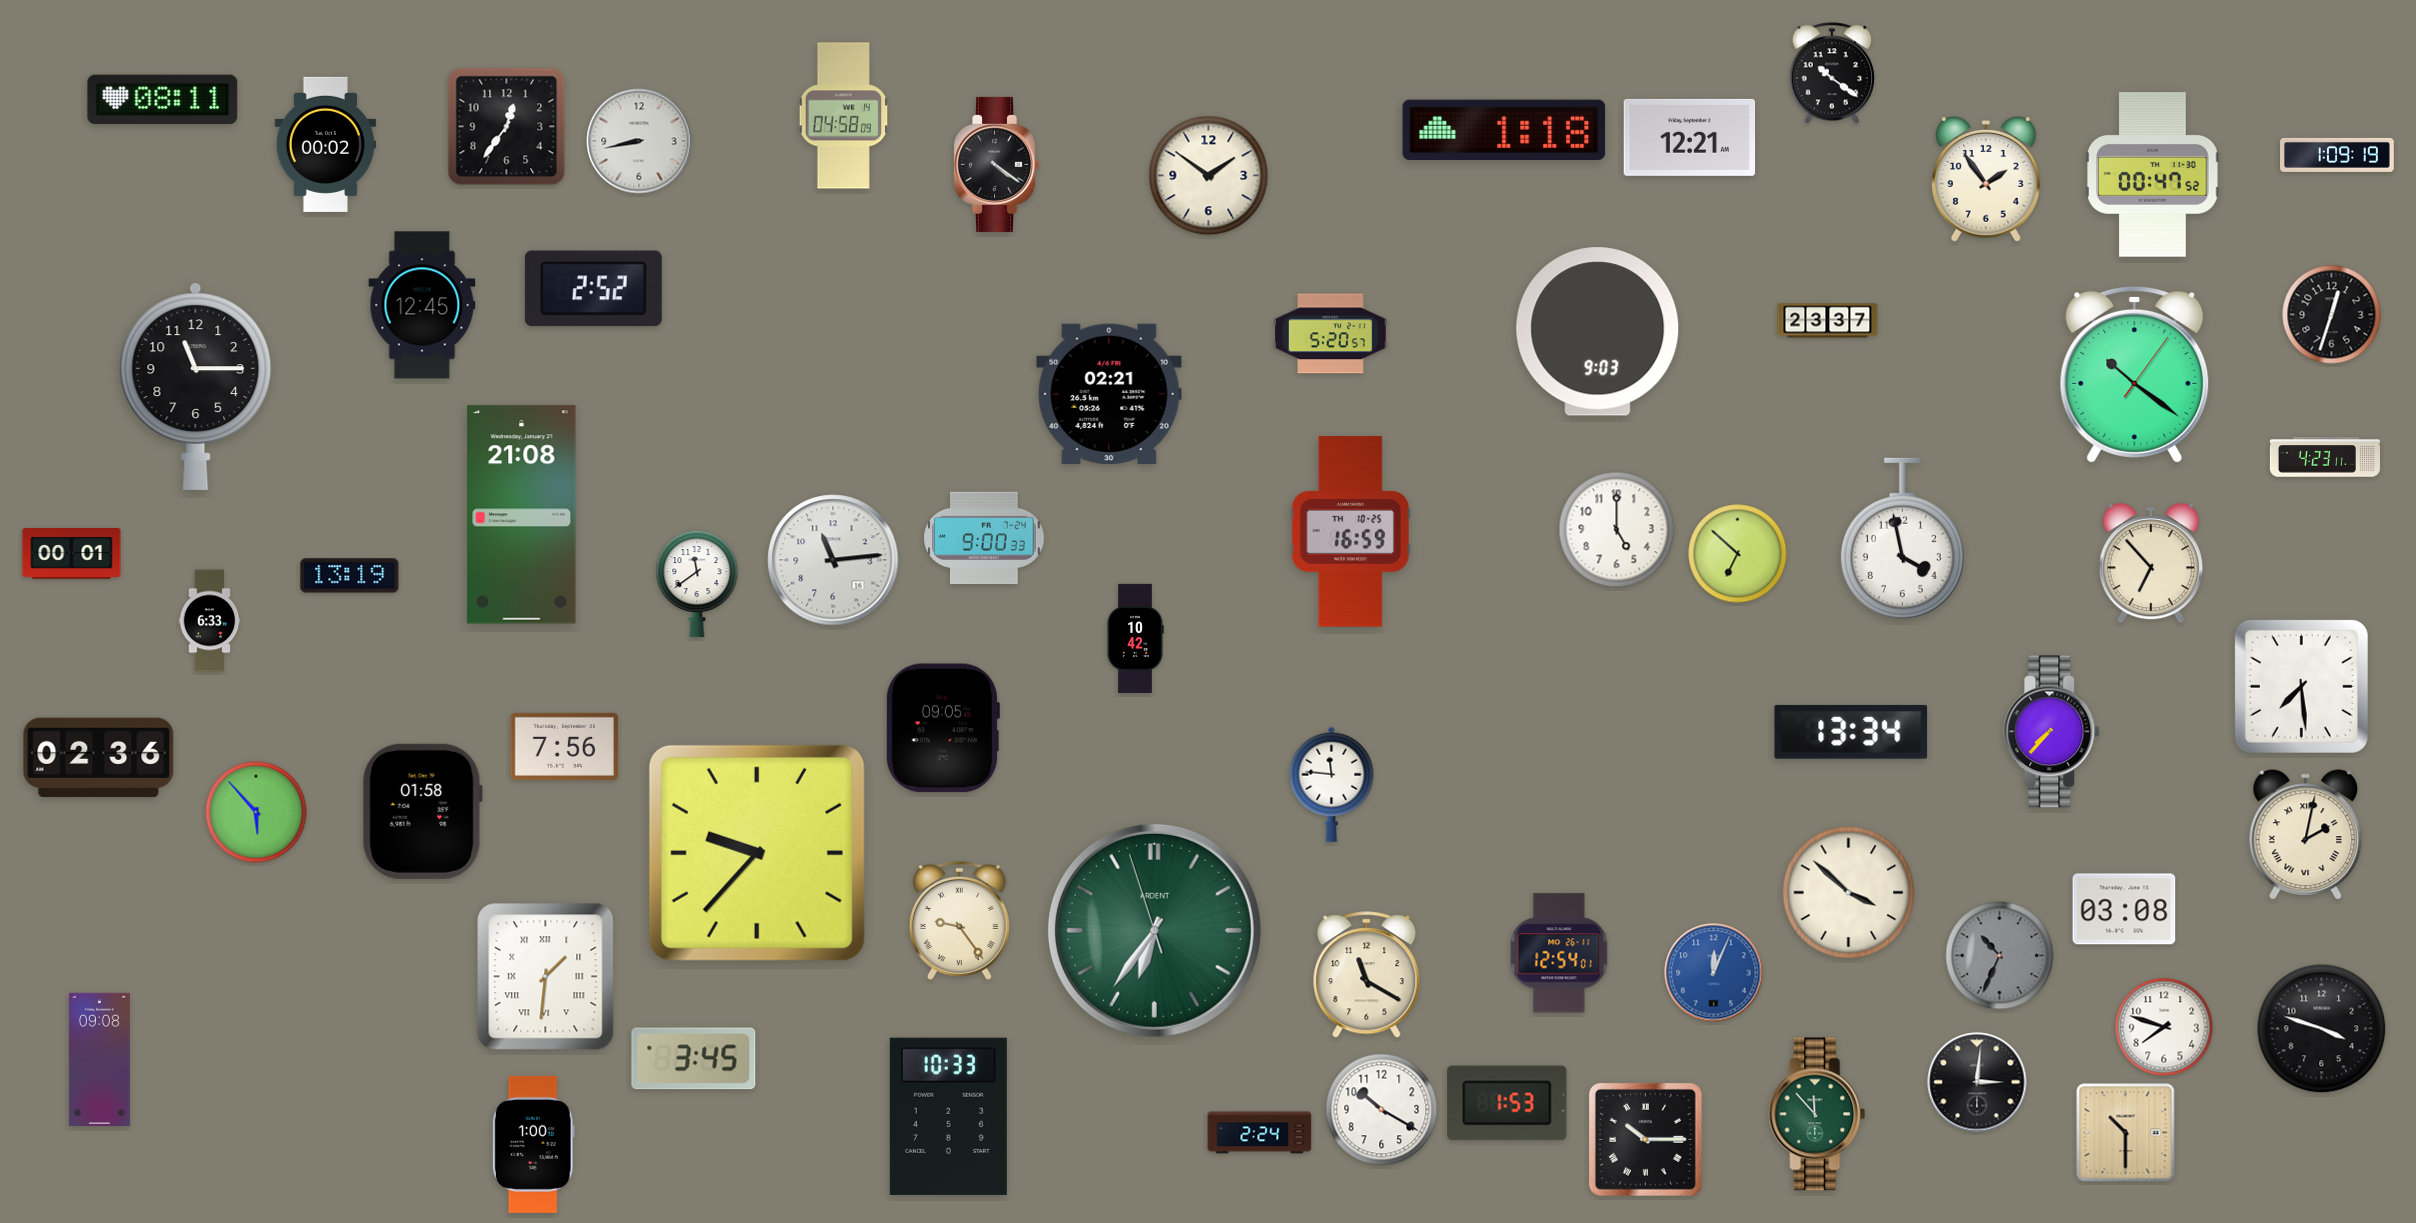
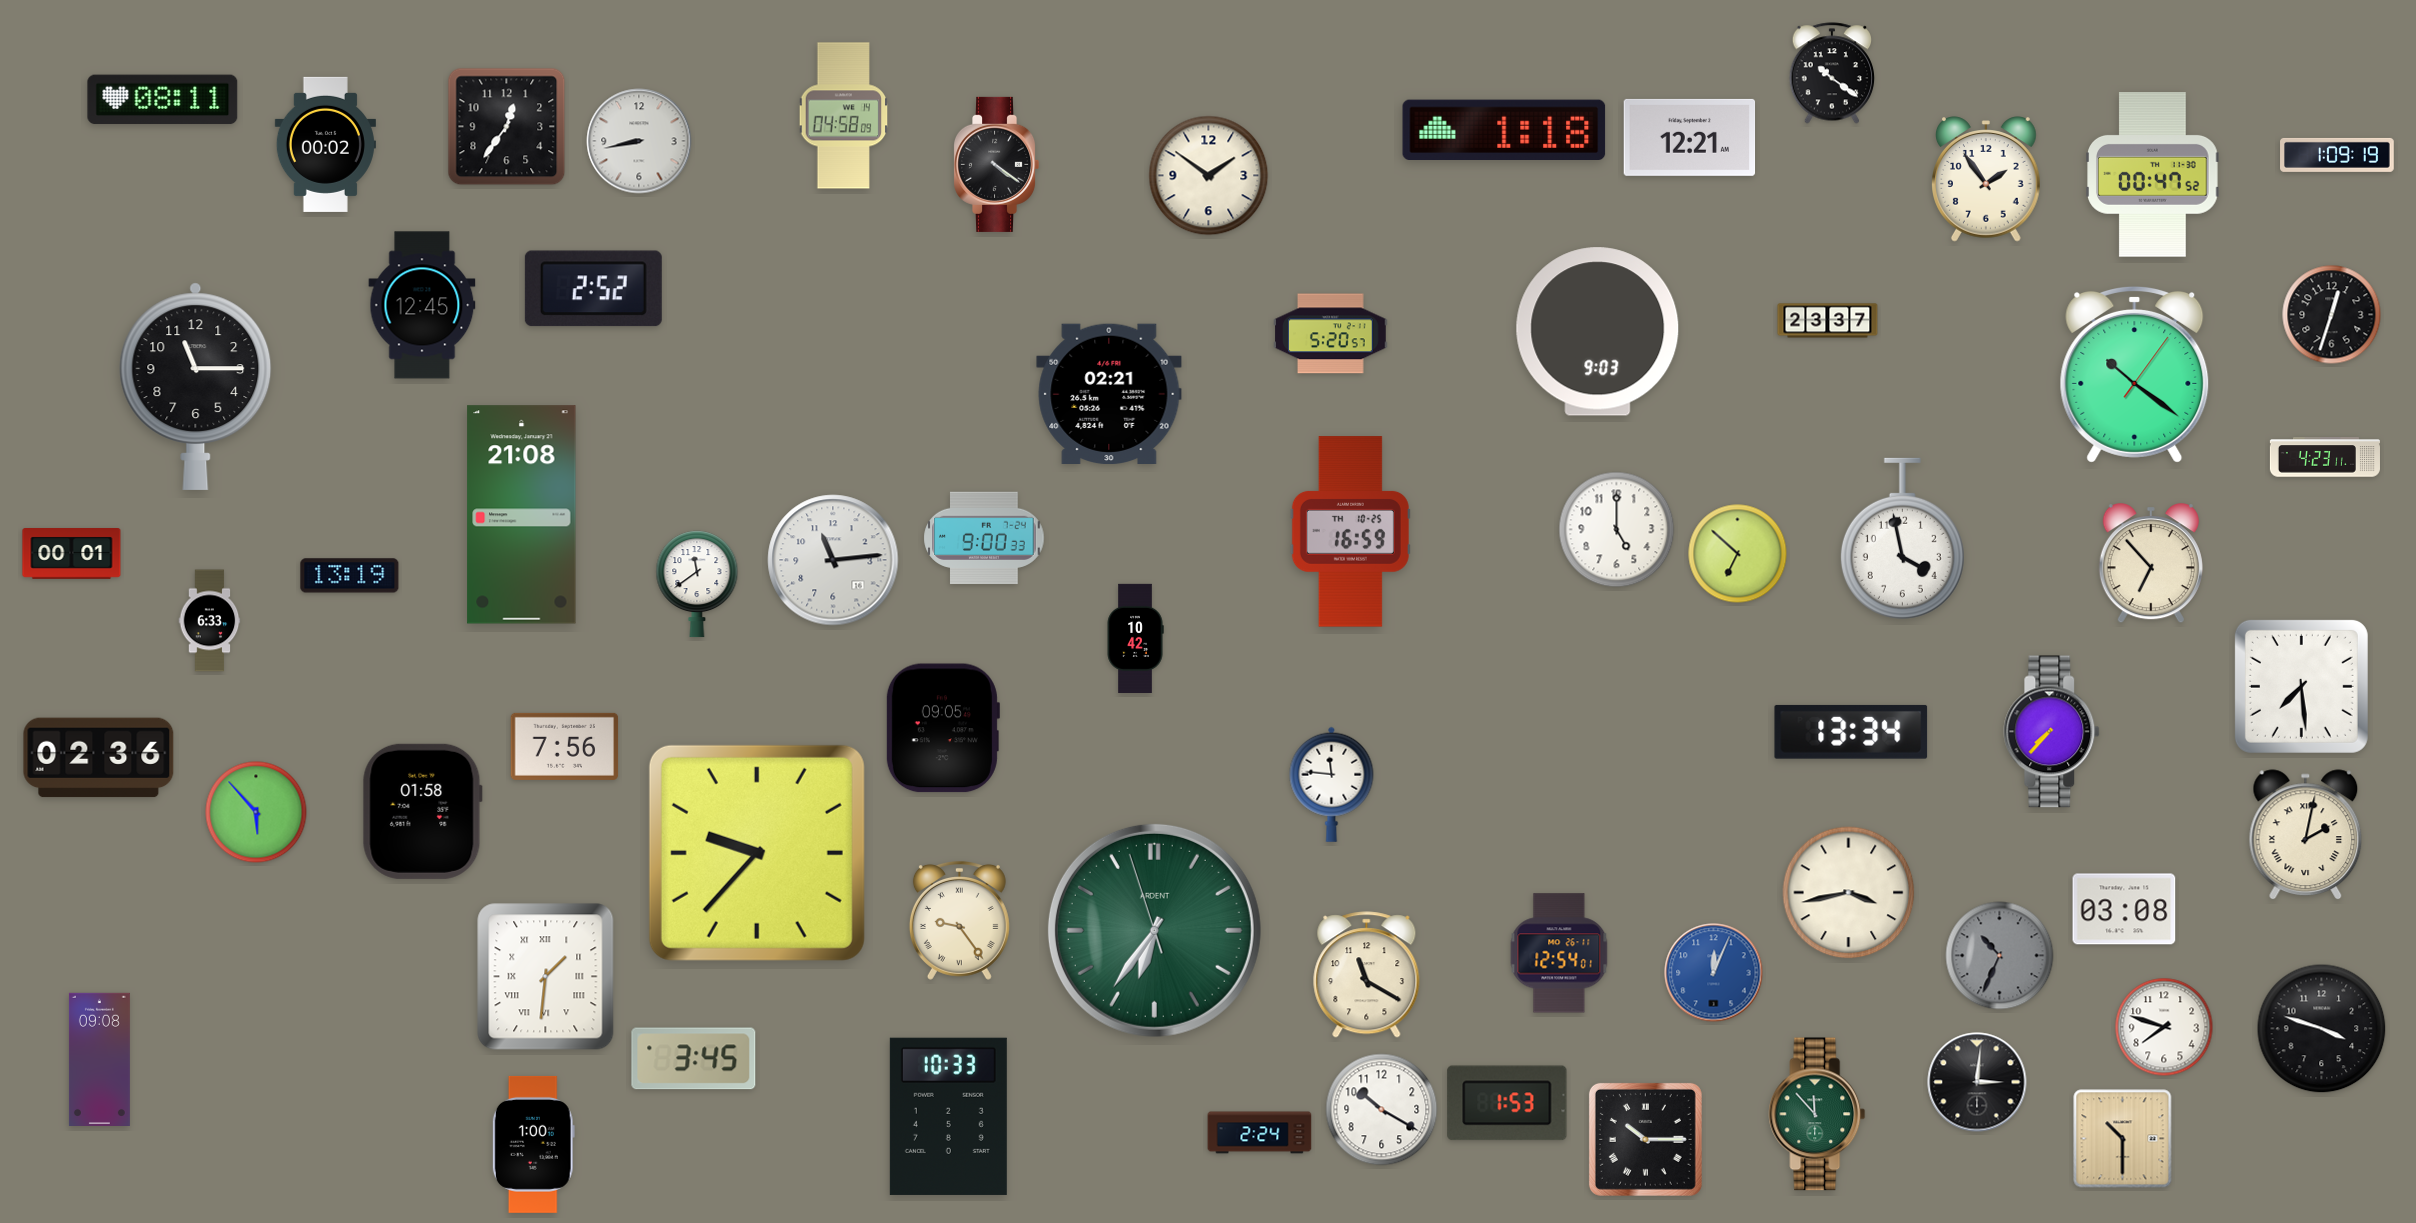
clock at (1849, 893): 3:52 -> 3:43
clock at (2126, 1133) position: (2126, 1133) -> (2123, 1139)
